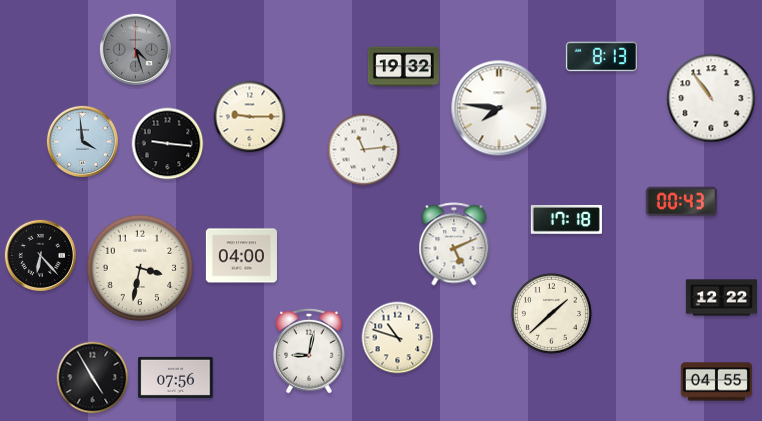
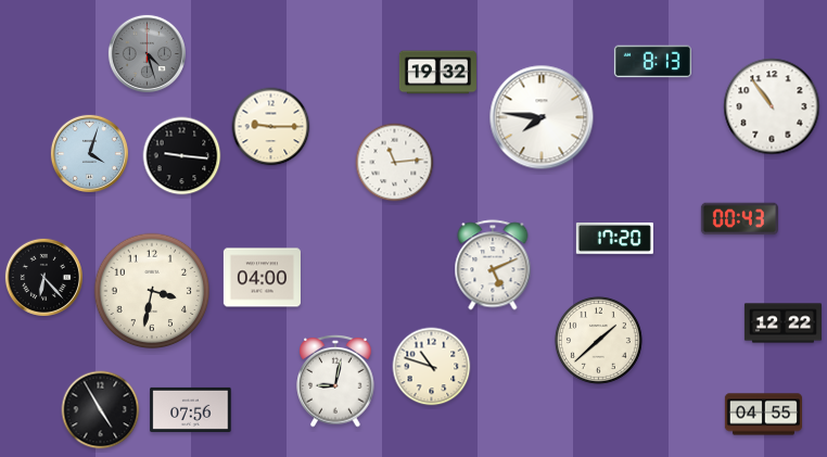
clock at (82, 141): 3:59 -> 4:03
clock at (566, 220): 17:18 -> 17:20
clock at (716, 382) position: (716, 382) -> (763, 415)
